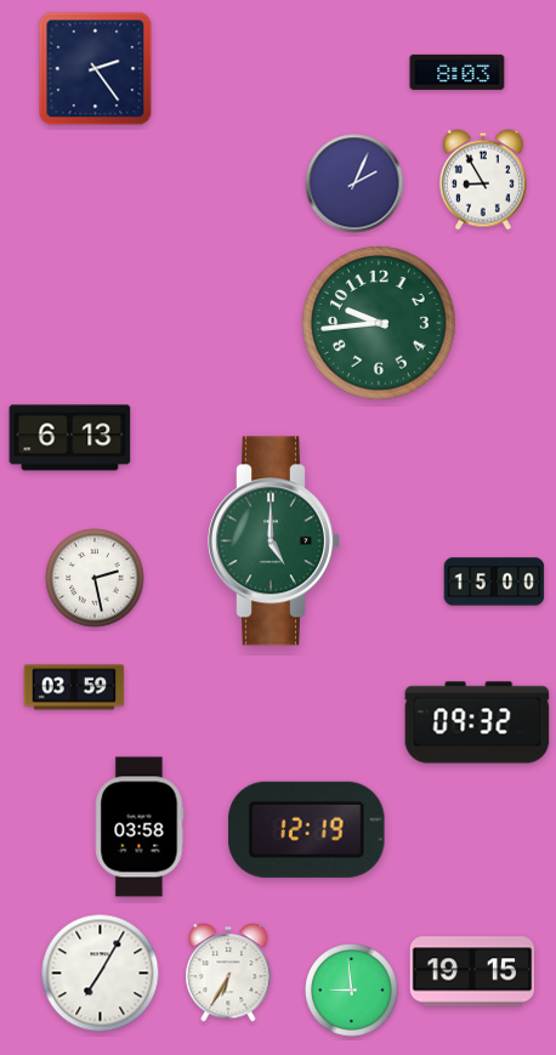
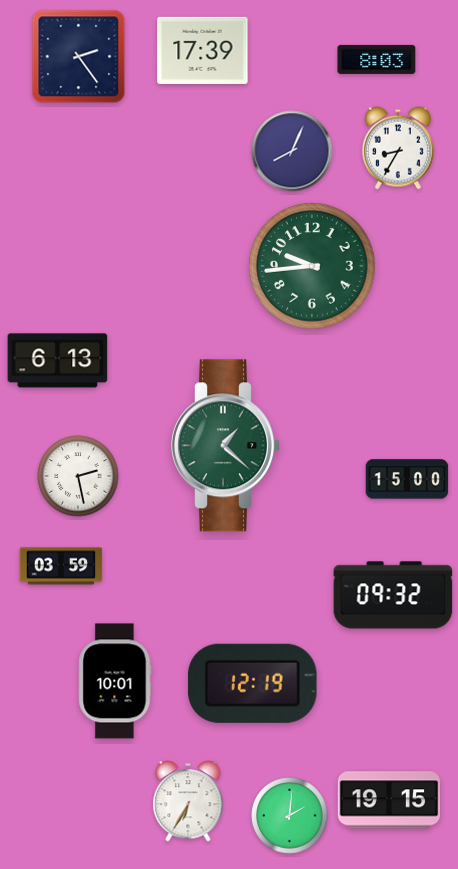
clock at (203, 50): none -> 17:39
clock at (483, 180): 8:55 -> 8:35
clock at (354, 183): 2:04 -> 8:04
clock at (274, 541): 5:00 -> 1:22
clock at (140, 827): 03:58 -> 10:01
clock at (101, 974): 7:05 -> none
clock at (352, 991): 8:59 -> 2:01
